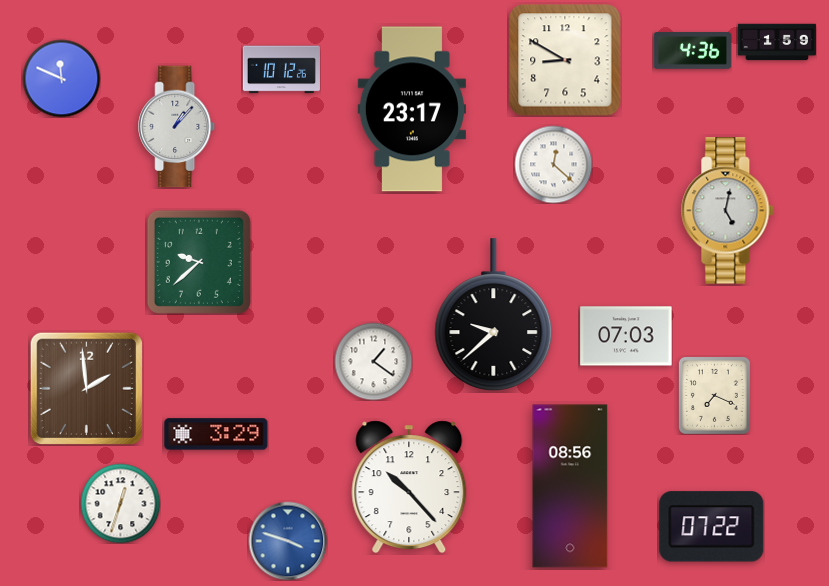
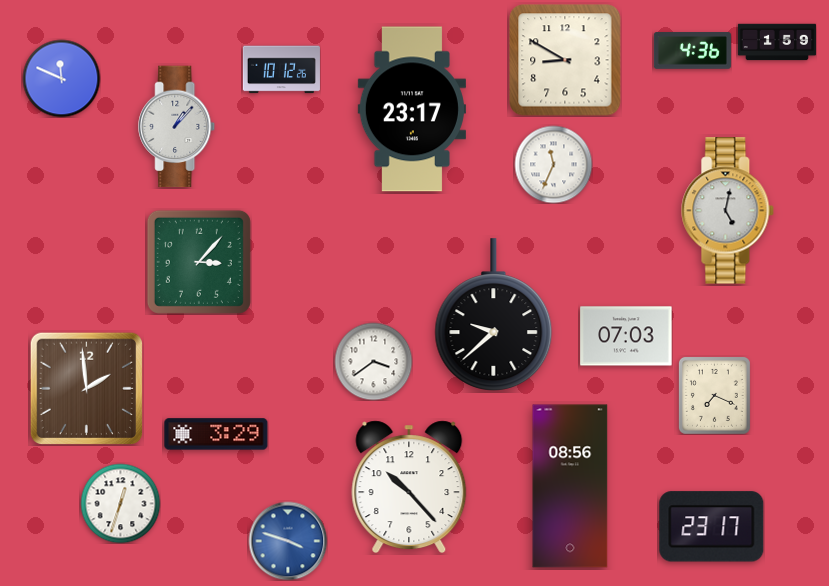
clock at (553, 164): 12:22 -> 11:34
clock at (199, 262): 9:38 -> 3:07
clock at (373, 361): 1:21 -> 3:39
clock at (712, 527): 07:22 -> 23:17
